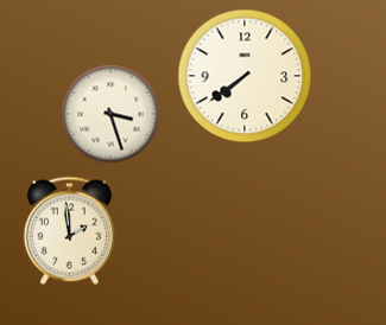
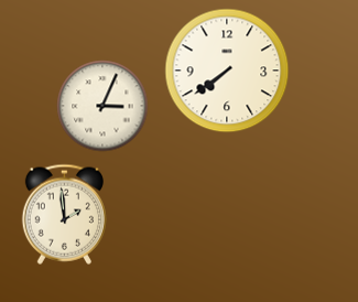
clock at (110, 114): 3:27 -> 3:04
